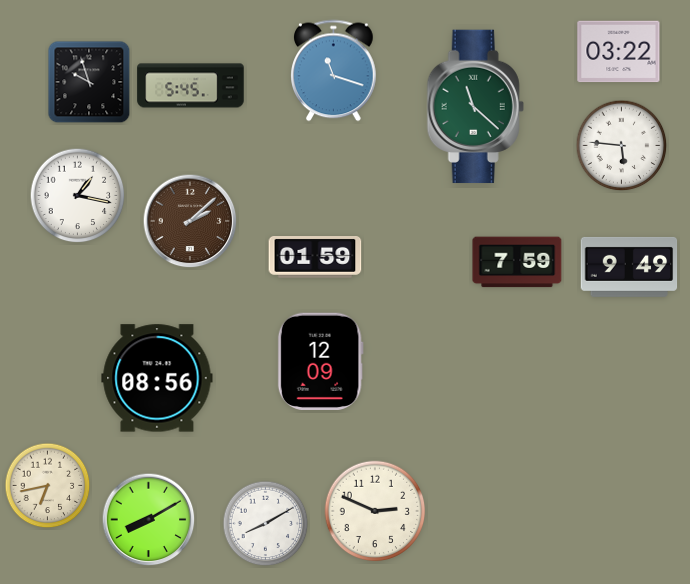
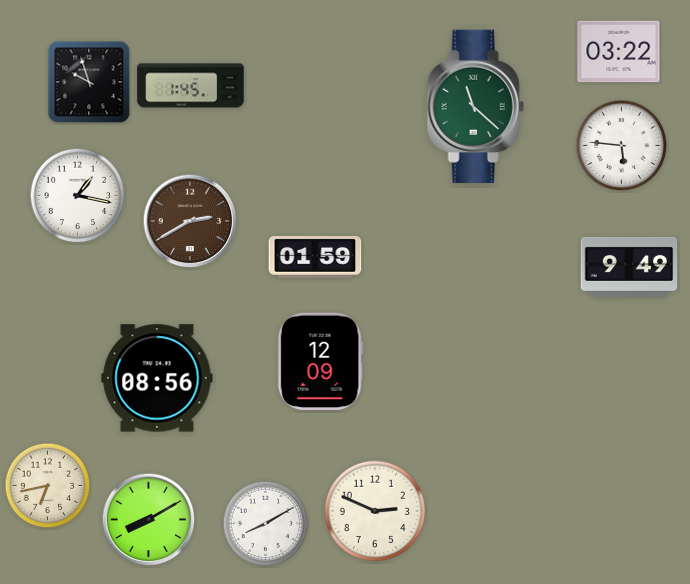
clock at (334, 71): 11:18 -> none
clock at (191, 86): 5:45 -> 1:45
clock at (190, 221): 2:08 -> 2:40
clock at (517, 262): 7:59 -> none
